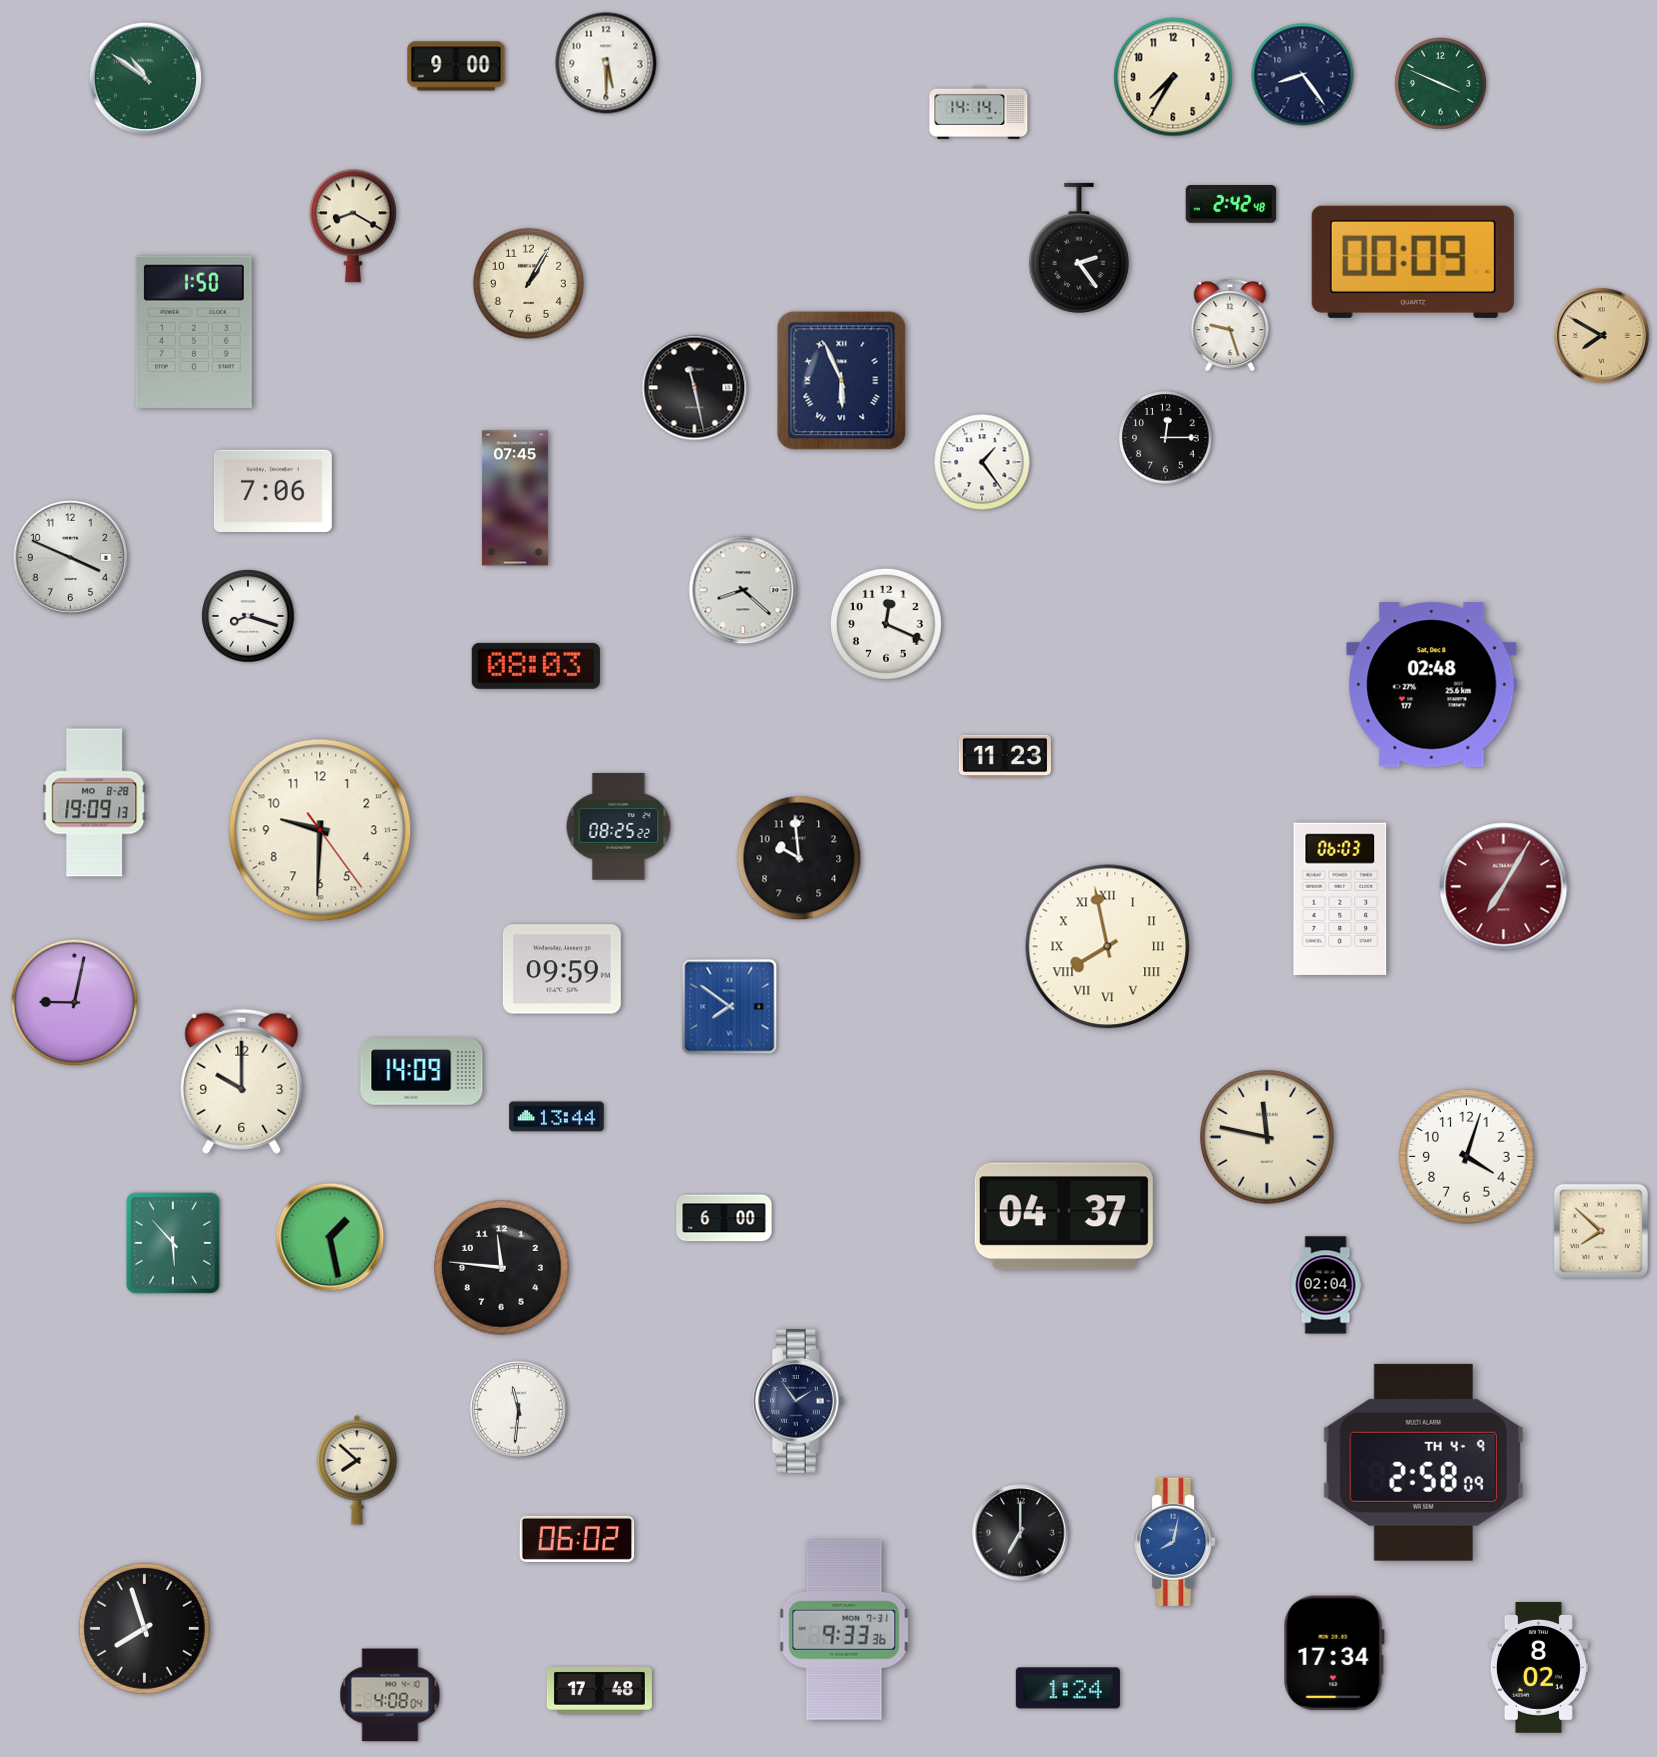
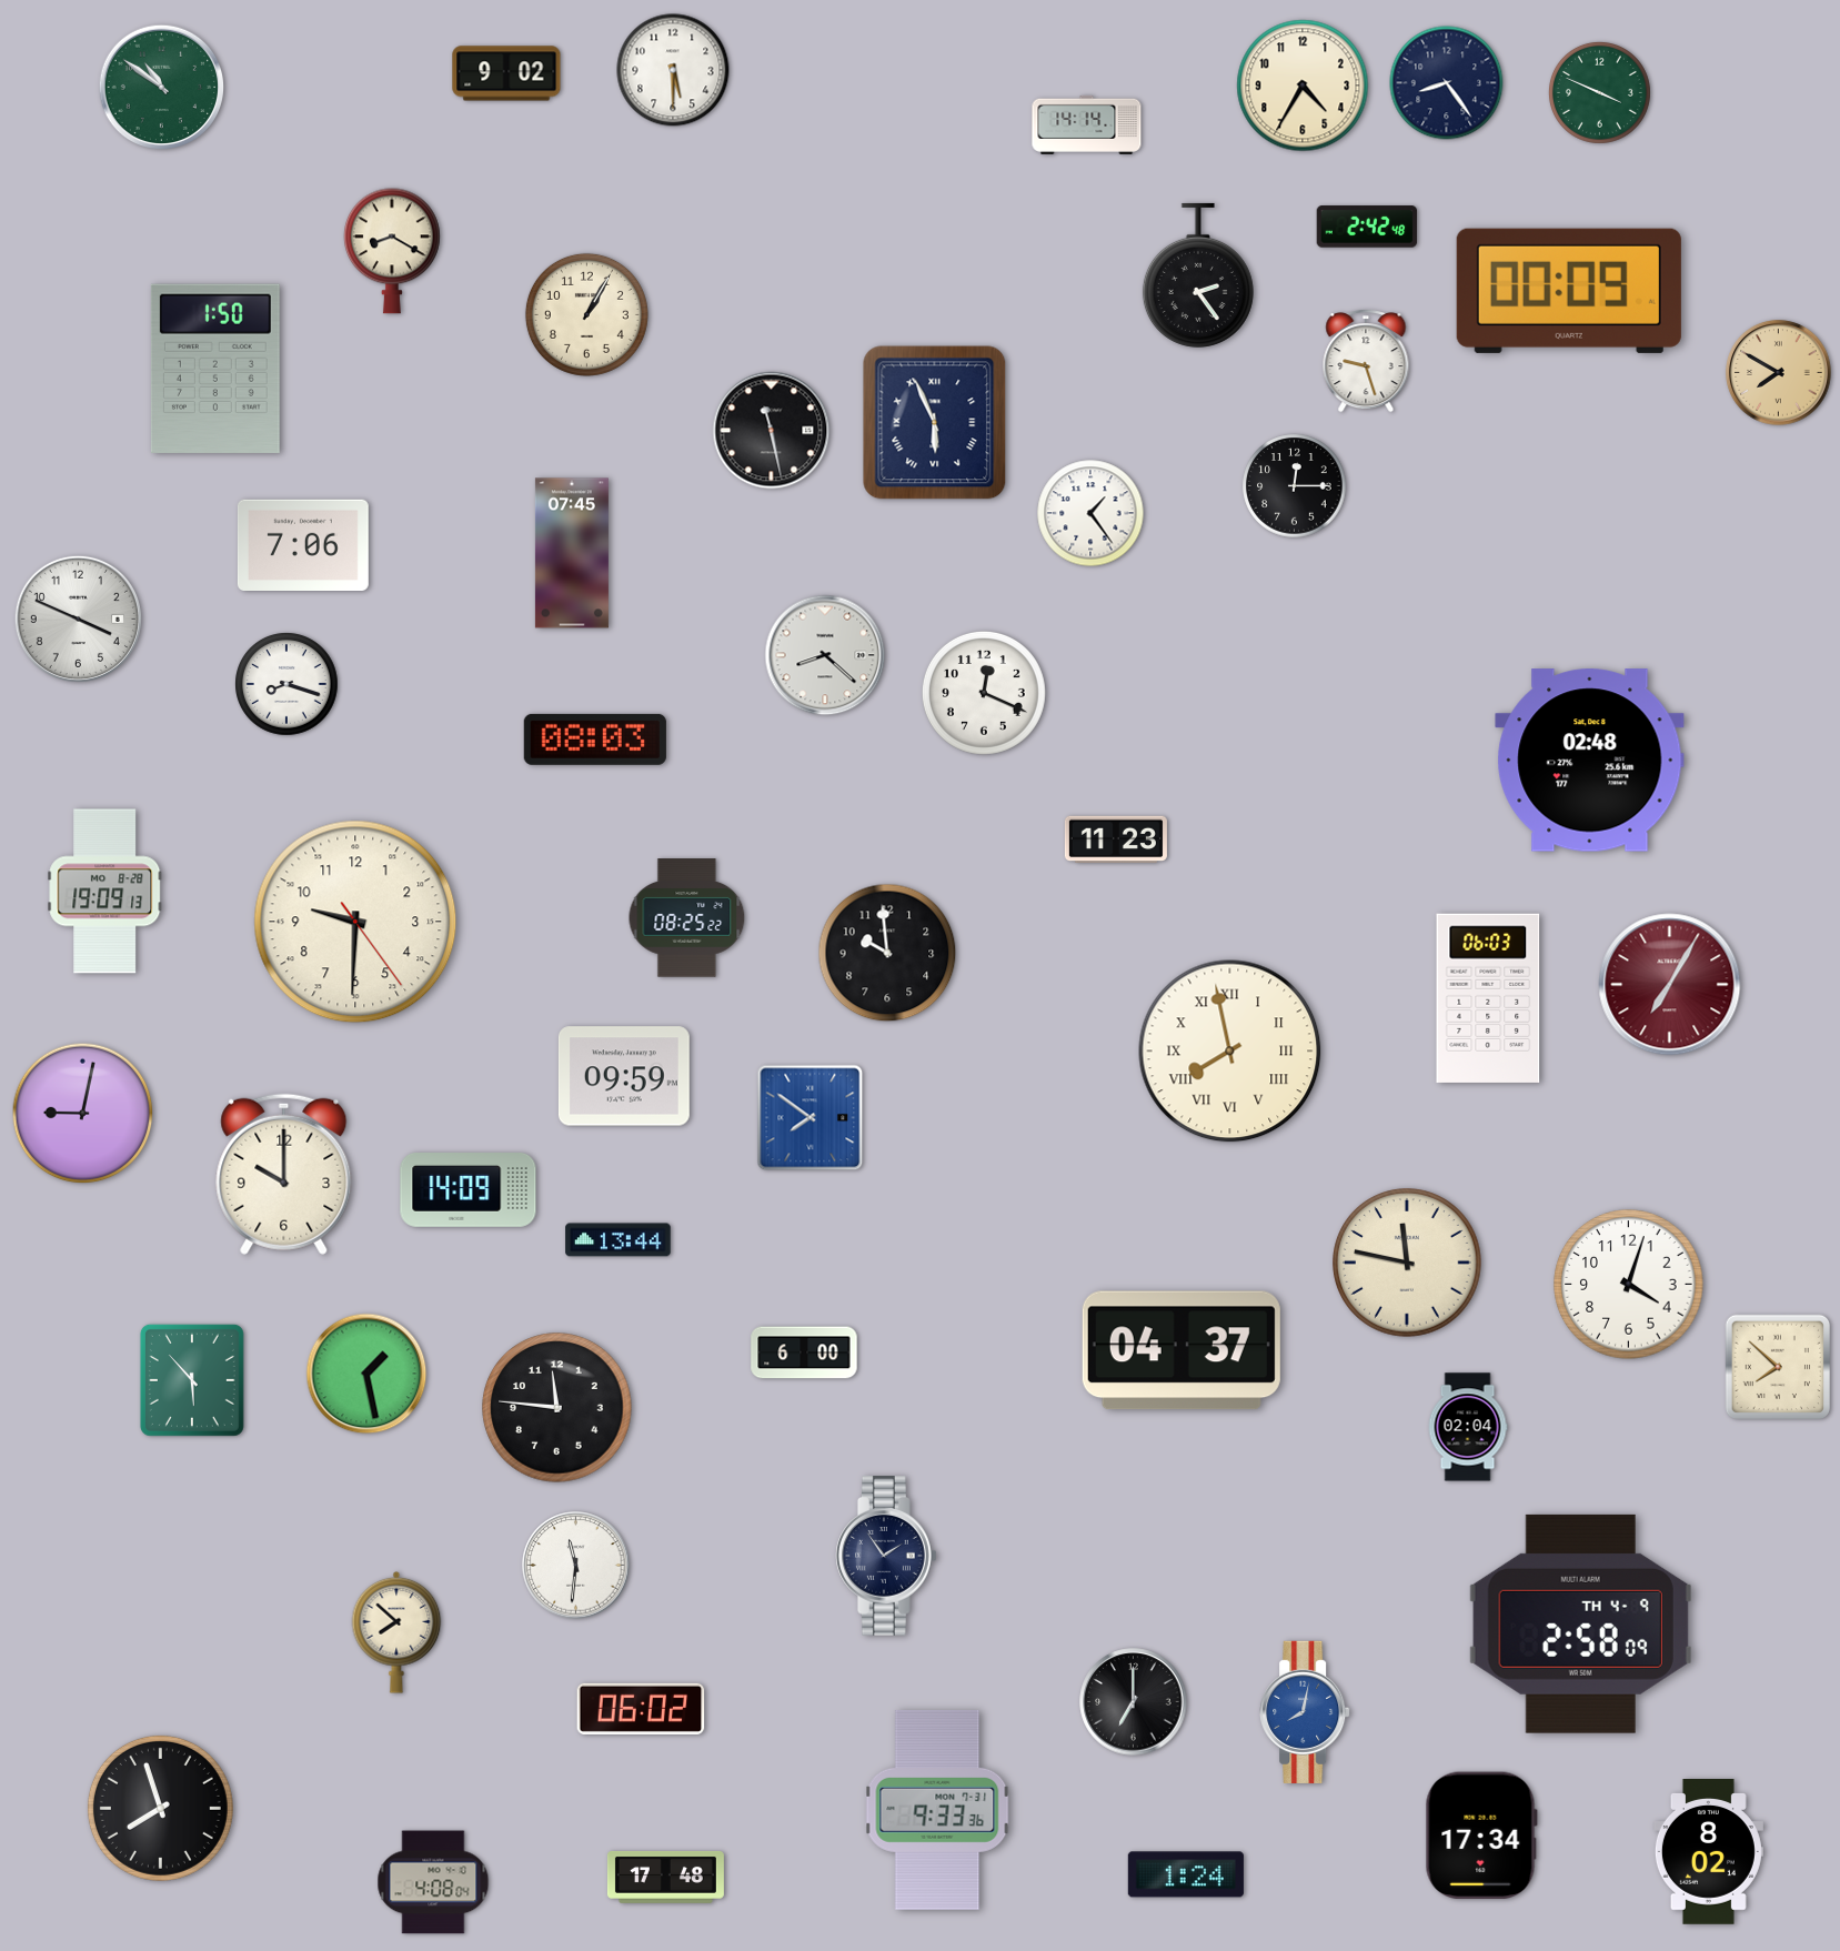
clock at (456, 66): 9:00 -> 9:02
clock at (1173, 77): 7:35 -> 4:35
clock at (248, 616) position: (248, 616) -> (286, 684)
clock at (242, 1081) position: (242, 1081) -> (284, 1174)
clock at (1326, 1285) position: (1326, 1285) -> (1468, 1427)
